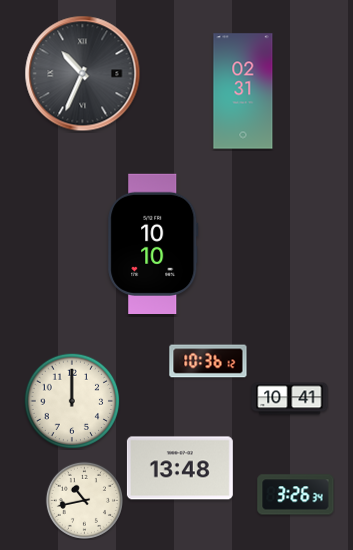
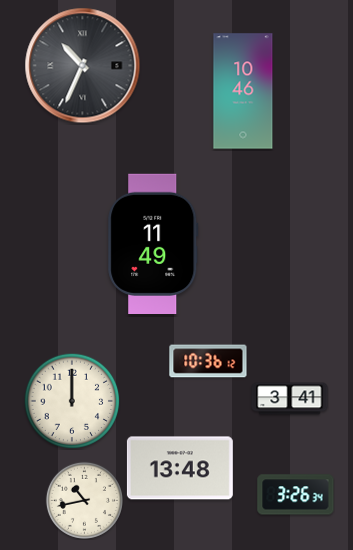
clock at (83, 74) position: (83, 74) -> (83, 66)
clock at (243, 91): 02:31 -> 10:46
clock at (153, 243): 10:10 -> 11:49
clock at (290, 399): 10:41 -> 3:41
